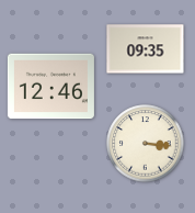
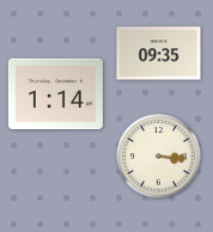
clock at (50, 87): 12:46 -> 1:14
